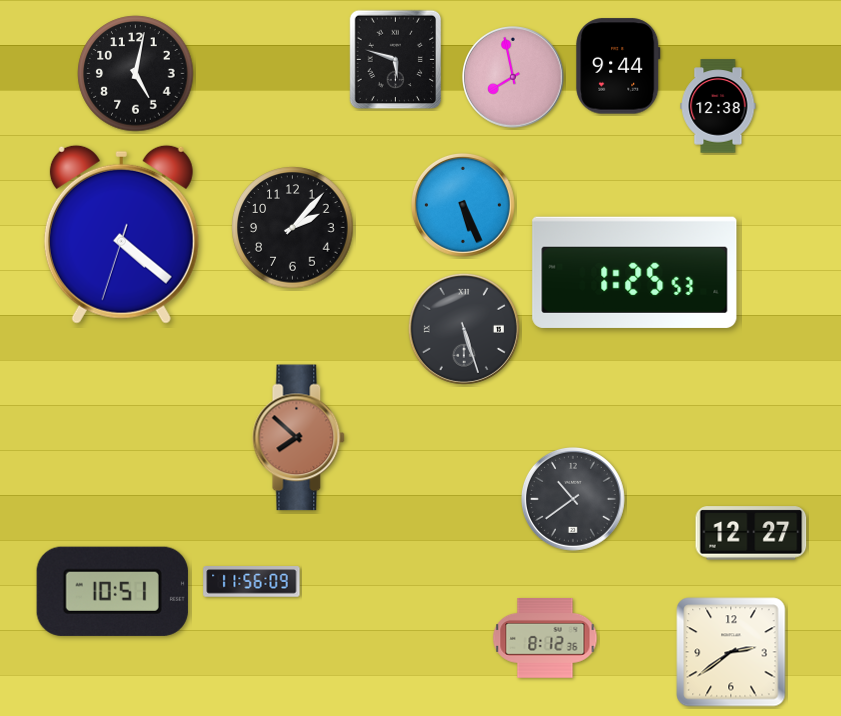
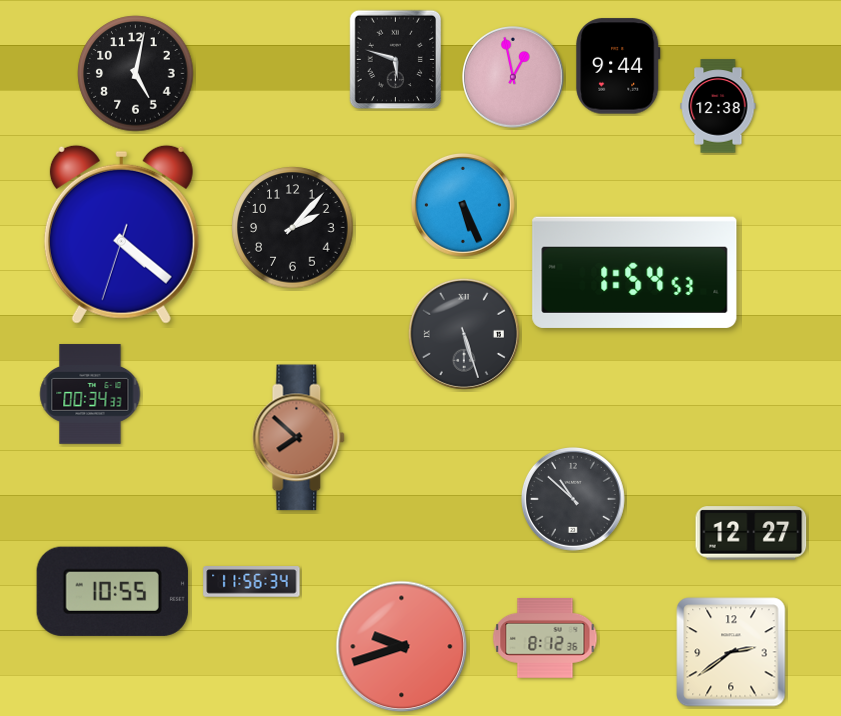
clock at (514, 78): 7:58 -> 12:58
clock at (635, 272): 1:25 -> 1:54
clock at (464, 329) position: (464, 329) -> (464, 334)
clock at (90, 394): none -> 00:34
clock at (573, 499): 10:39 -> 10:52
clock at (252, 582): 11:56:09 -> 11:56:34
clock at (112, 591): 10:51 -> 10:55
clock at (402, 647): none -> 9:42
